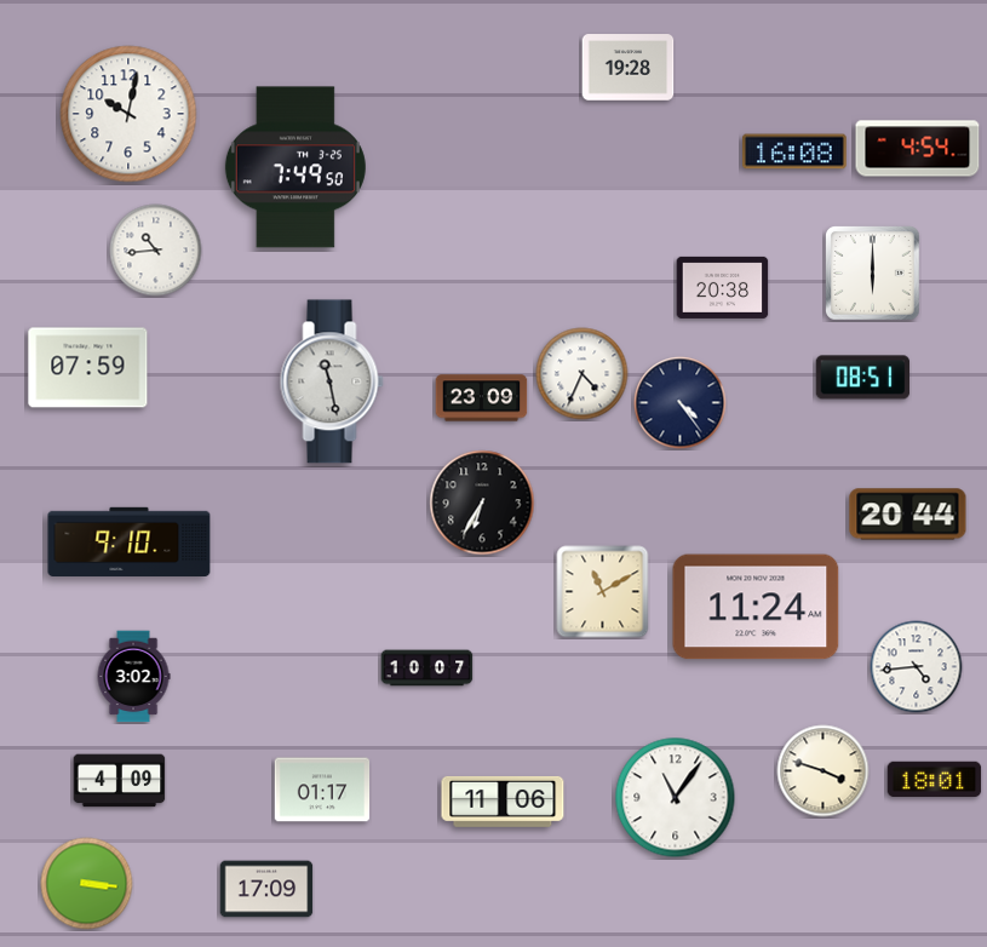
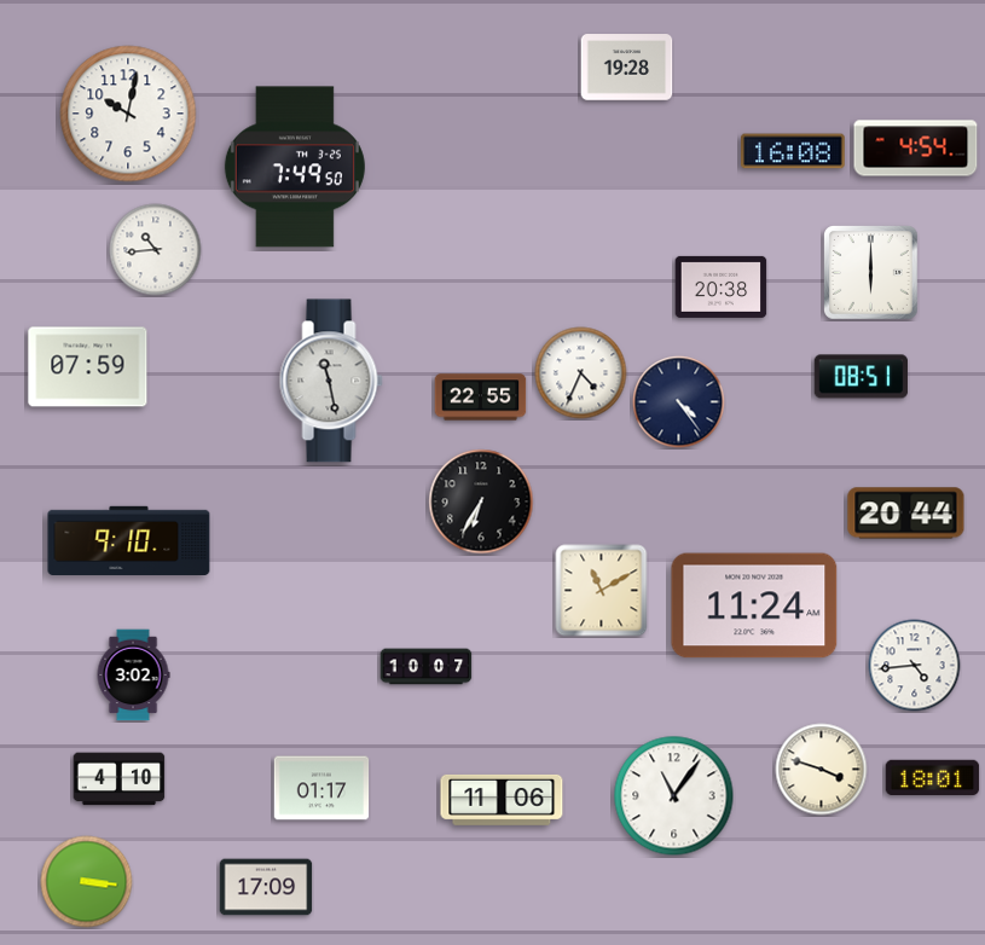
clock at (482, 398): 23:09 -> 22:55
clock at (120, 781): 4:09 -> 4:10
